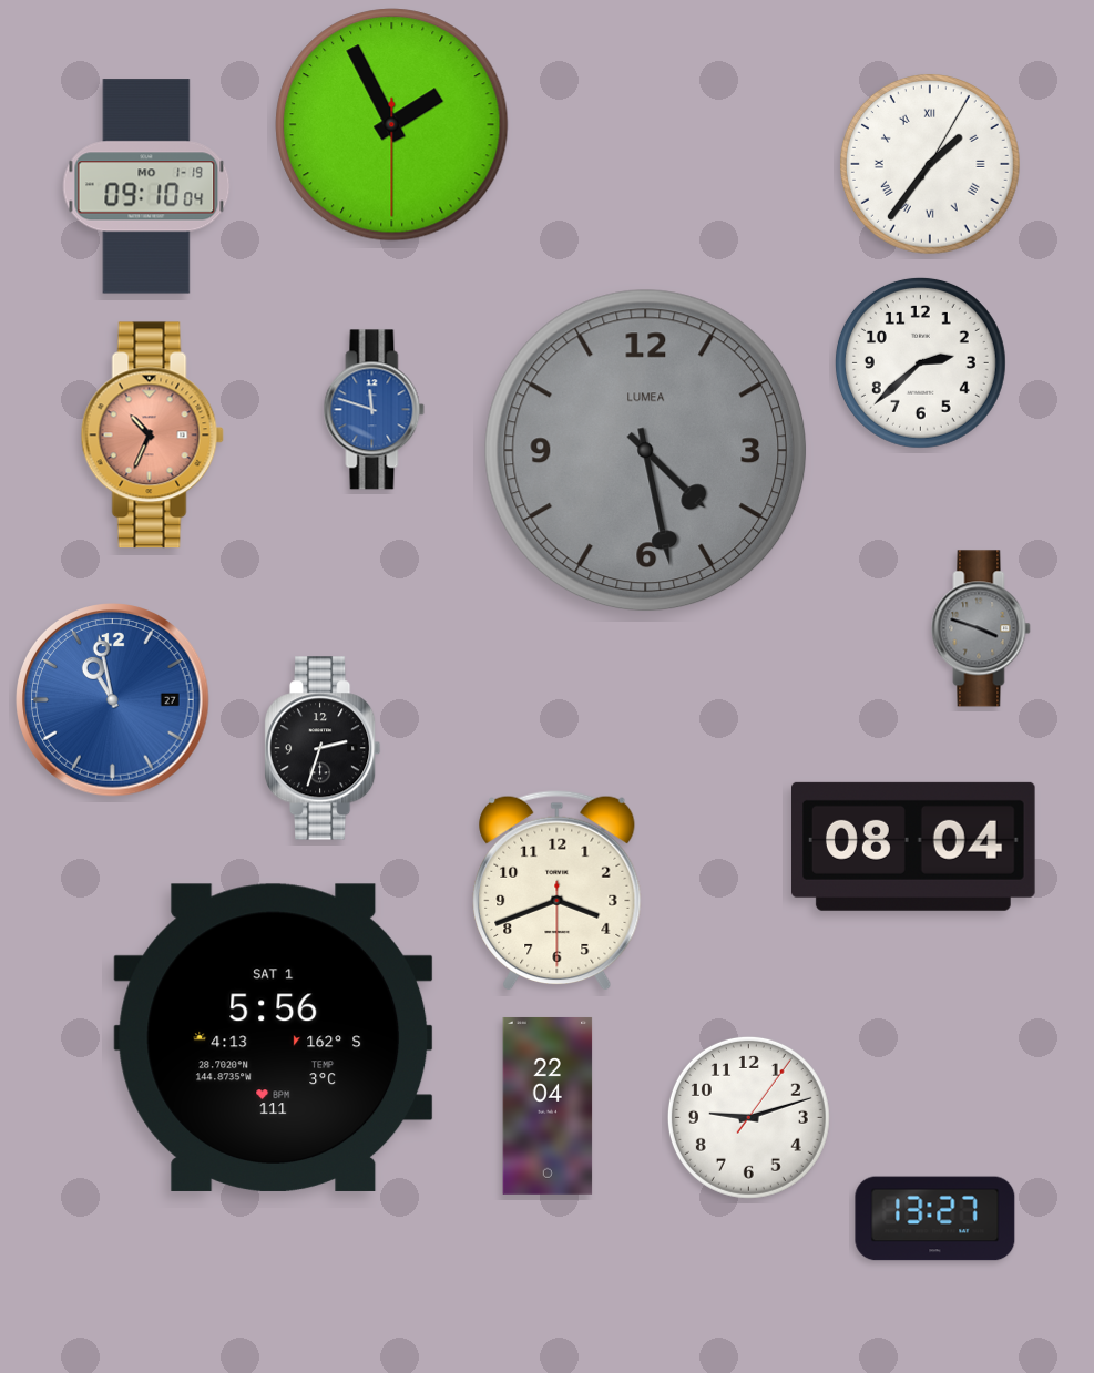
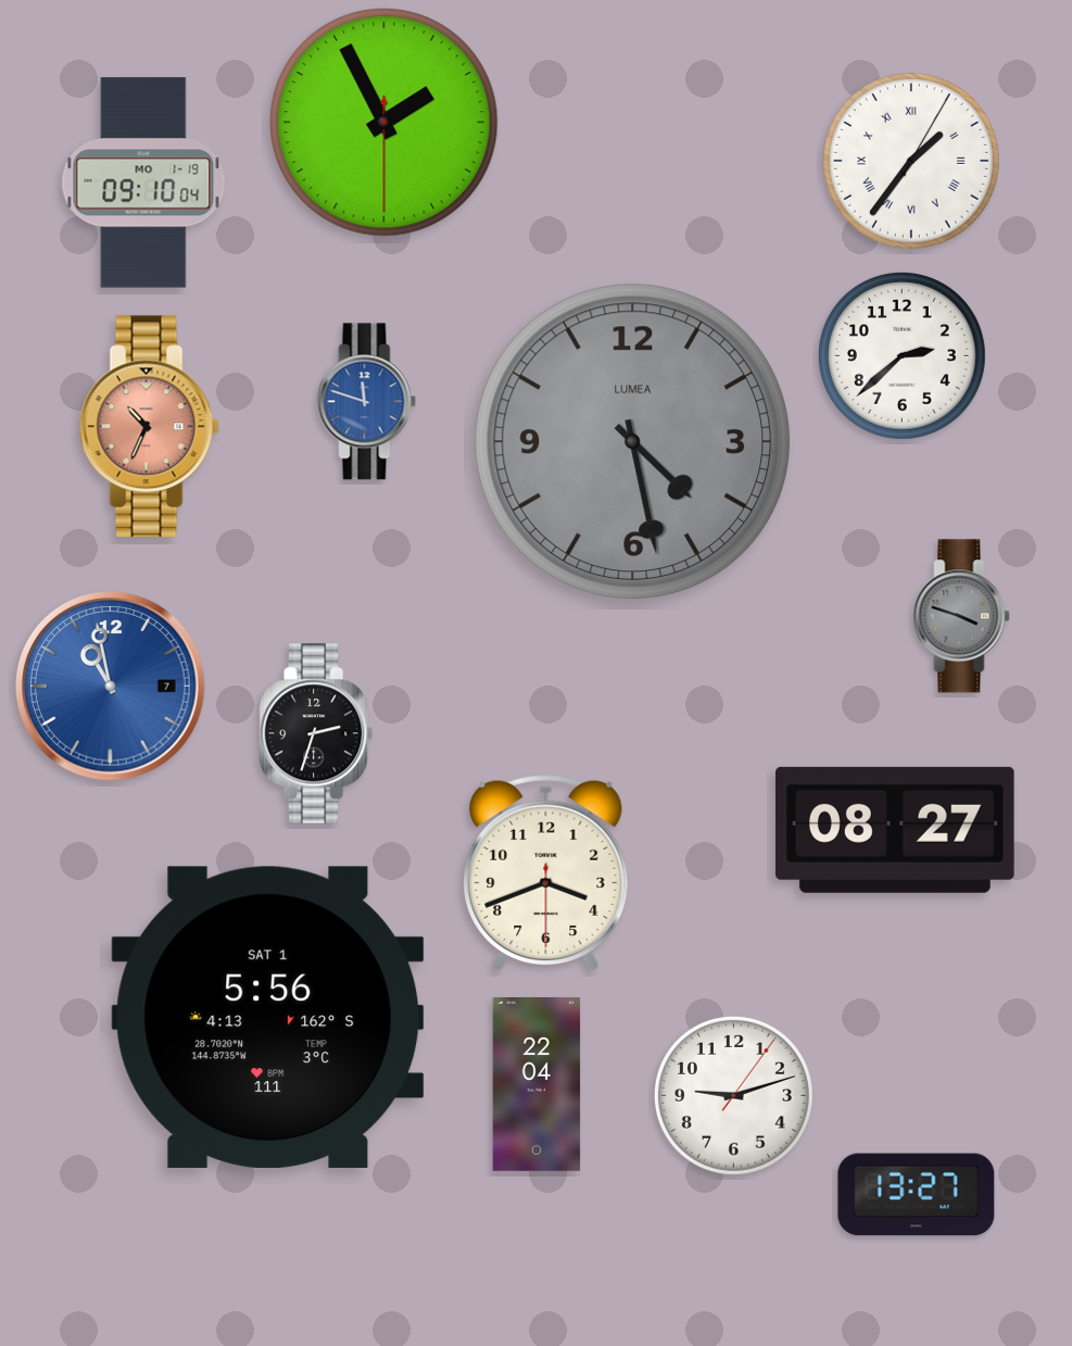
clock at (113, 700) date: 27 -> 7
clock at (914, 847): 08:04 -> 08:27
